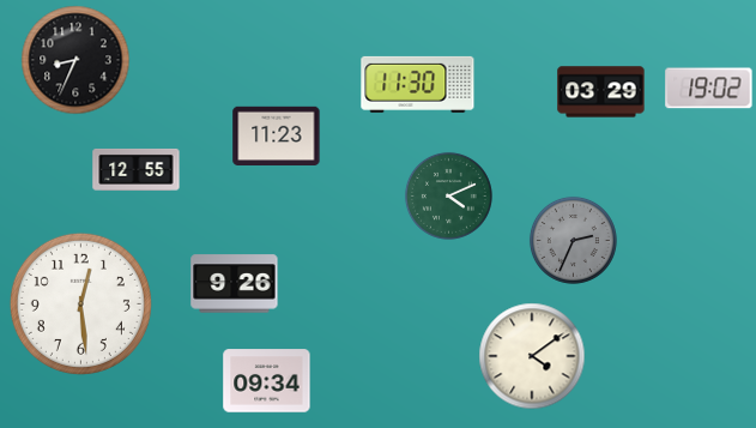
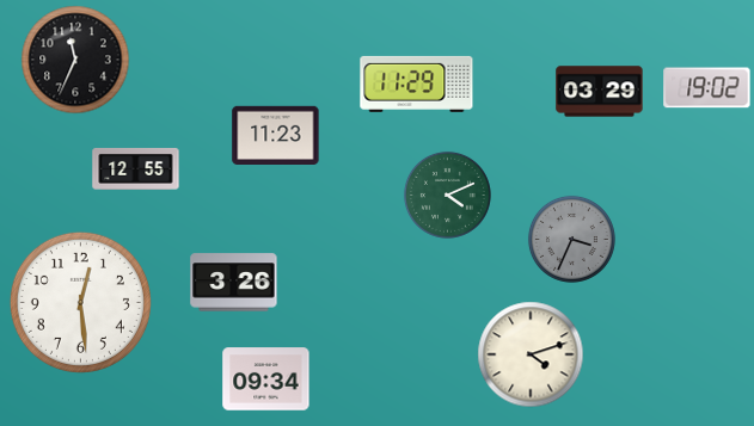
clock at (75, 60): 8:34 -> 11:34
clock at (418, 84): 11:30 -> 11:29
clock at (573, 240): 2:34 -> 3:34
clock at (235, 284): 9:26 -> 3:26
clock at (532, 356): 4:09 -> 4:12
